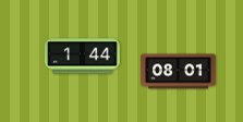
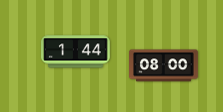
clock at (179, 72): 08:01 -> 08:00
